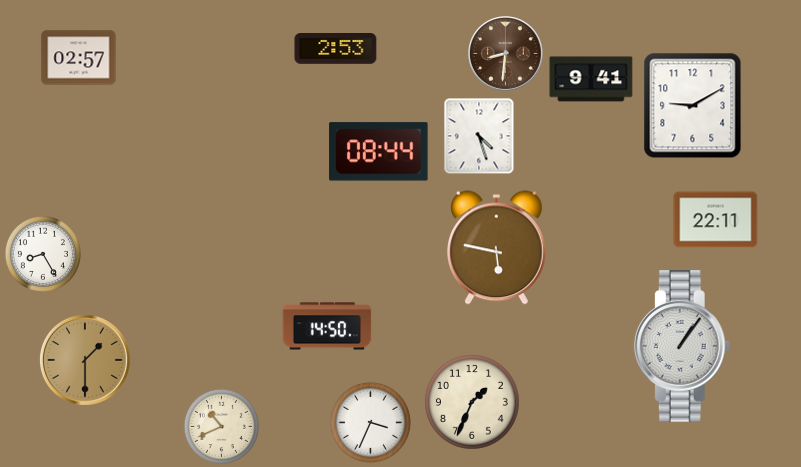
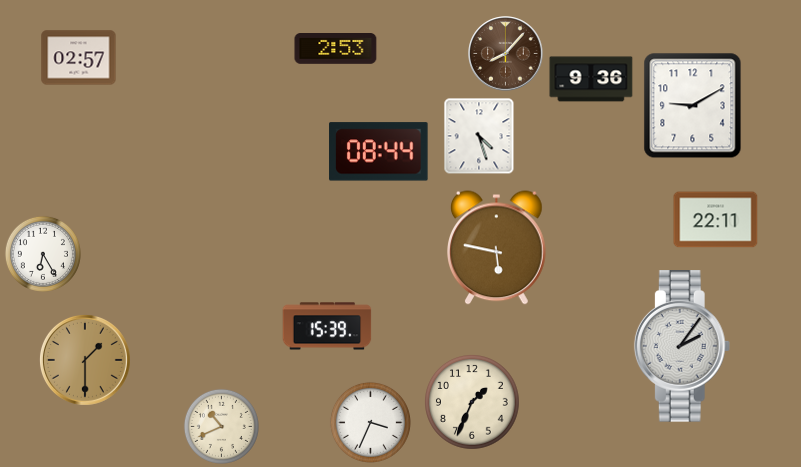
clock at (506, 54): 8:31 -> 8:07
clock at (591, 79): 9:41 -> 9:36
clock at (43, 254): 8:25 -> 6:25
clock at (327, 326): 14:50 -> 15:39
clock at (682, 346): 1:06 -> 2:06
